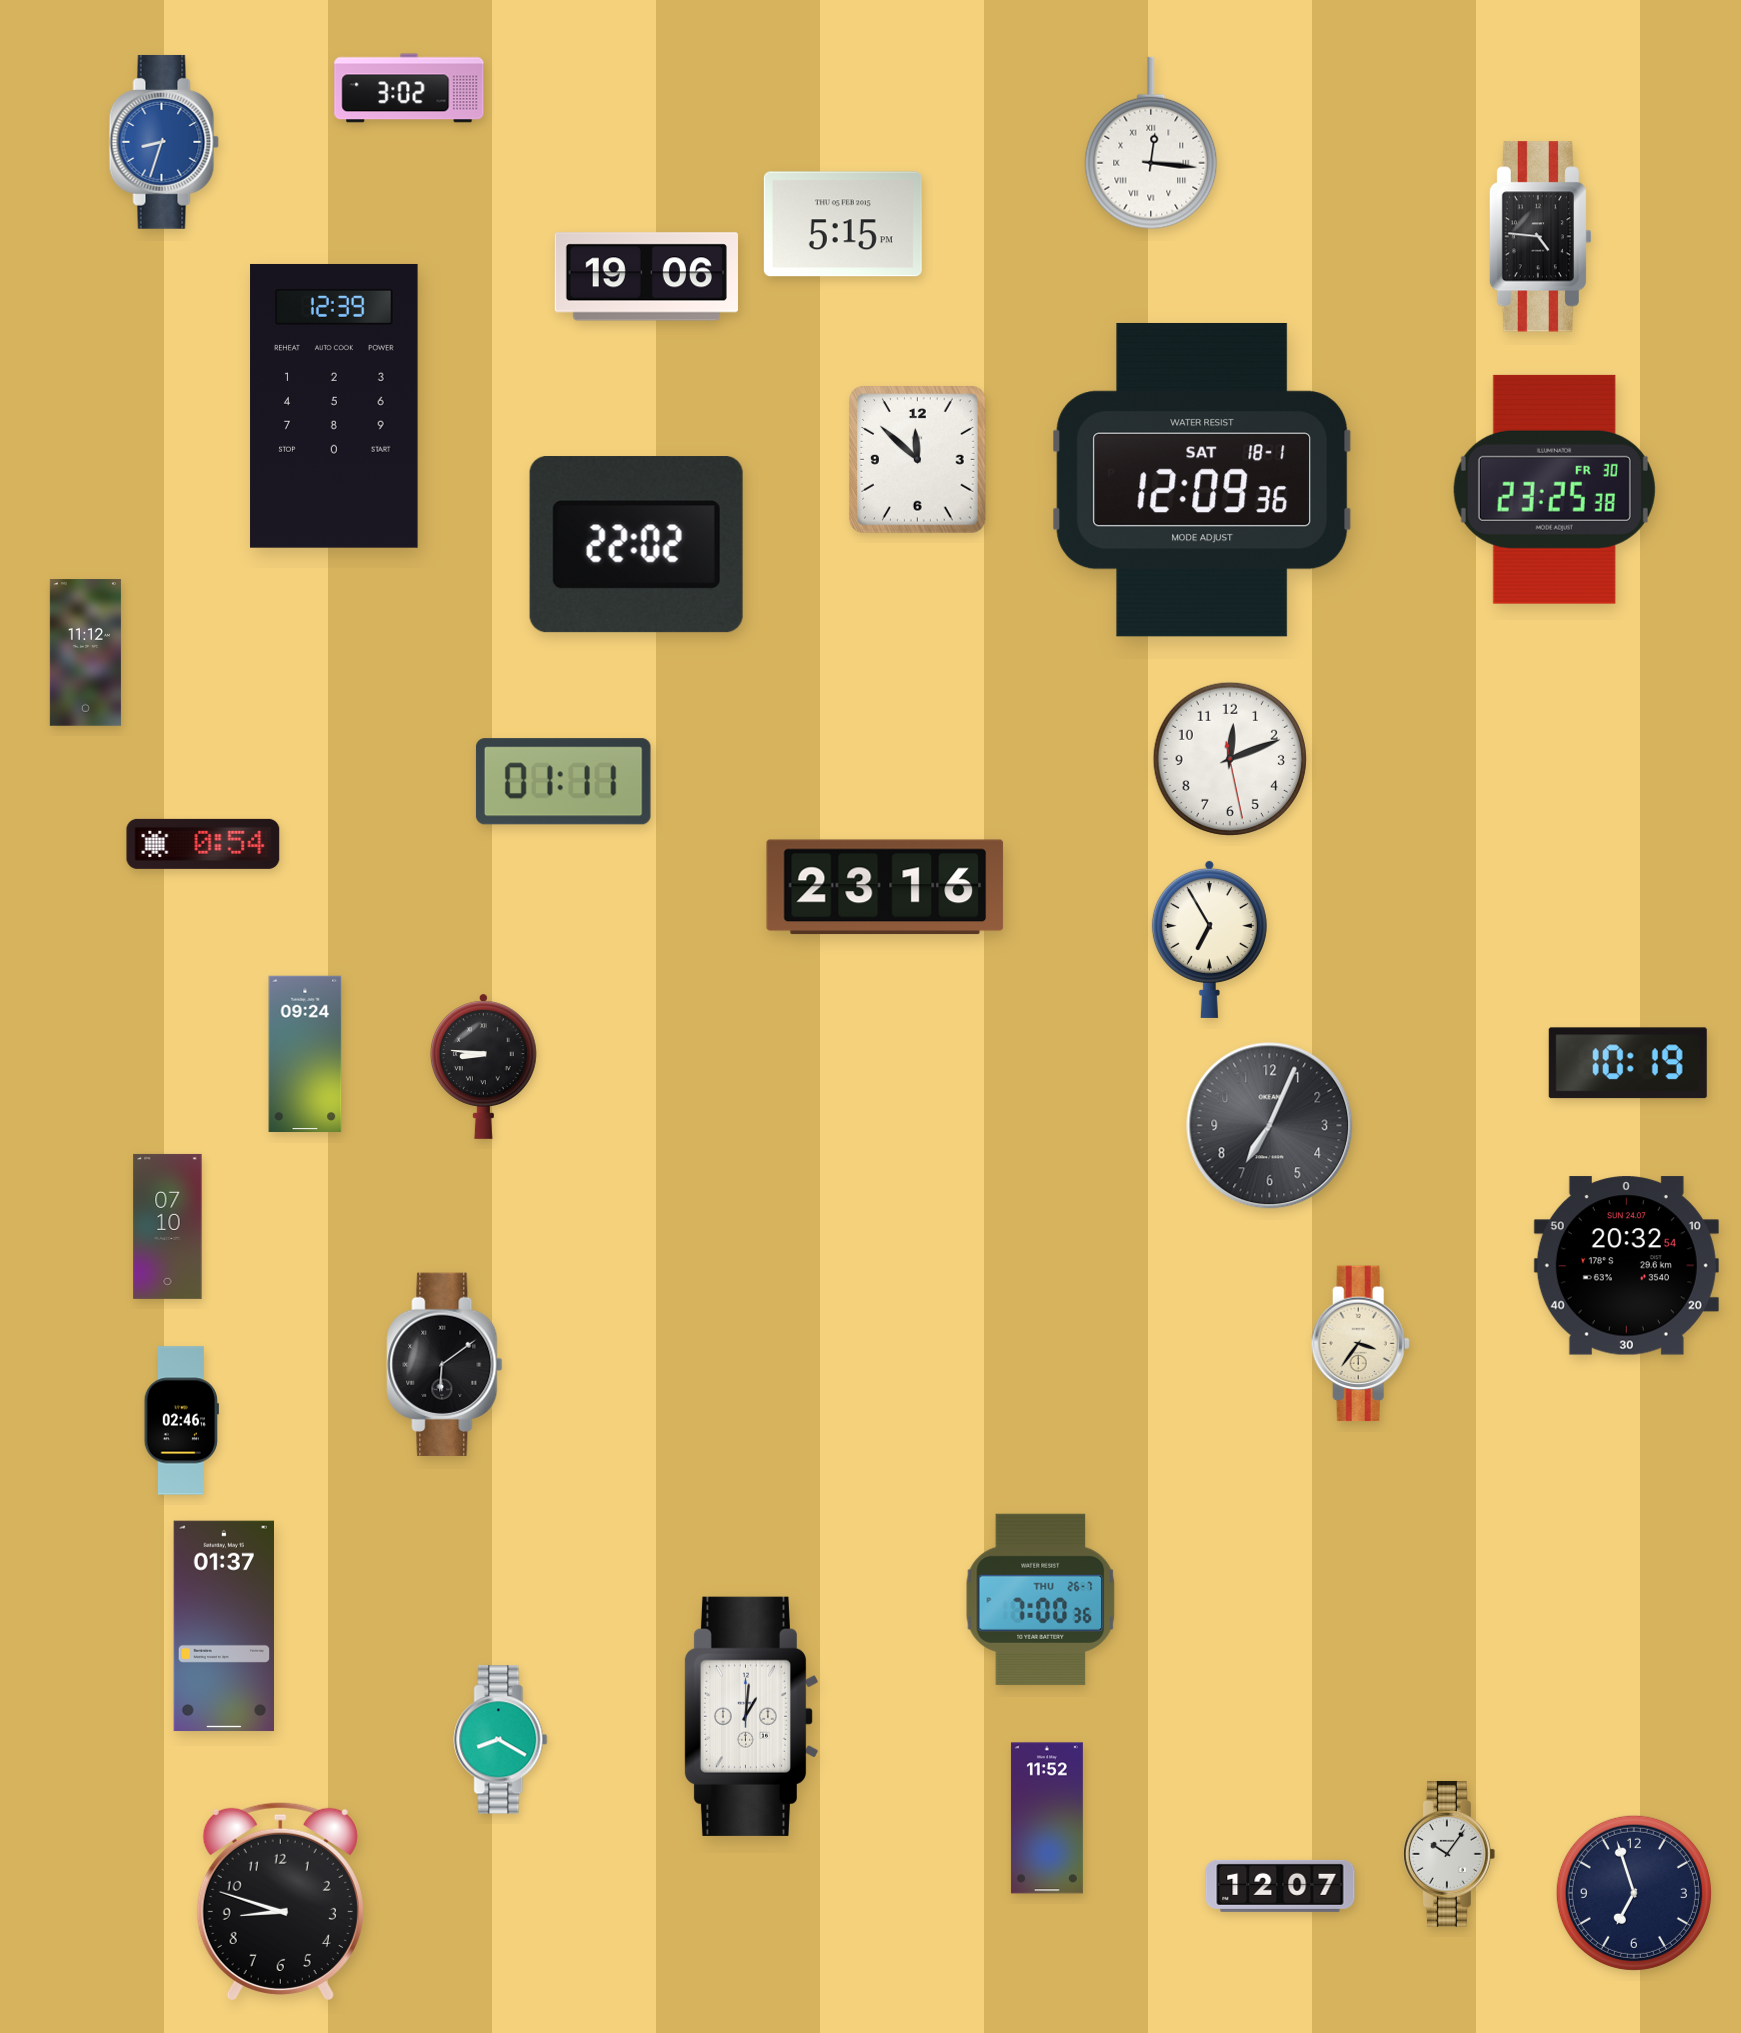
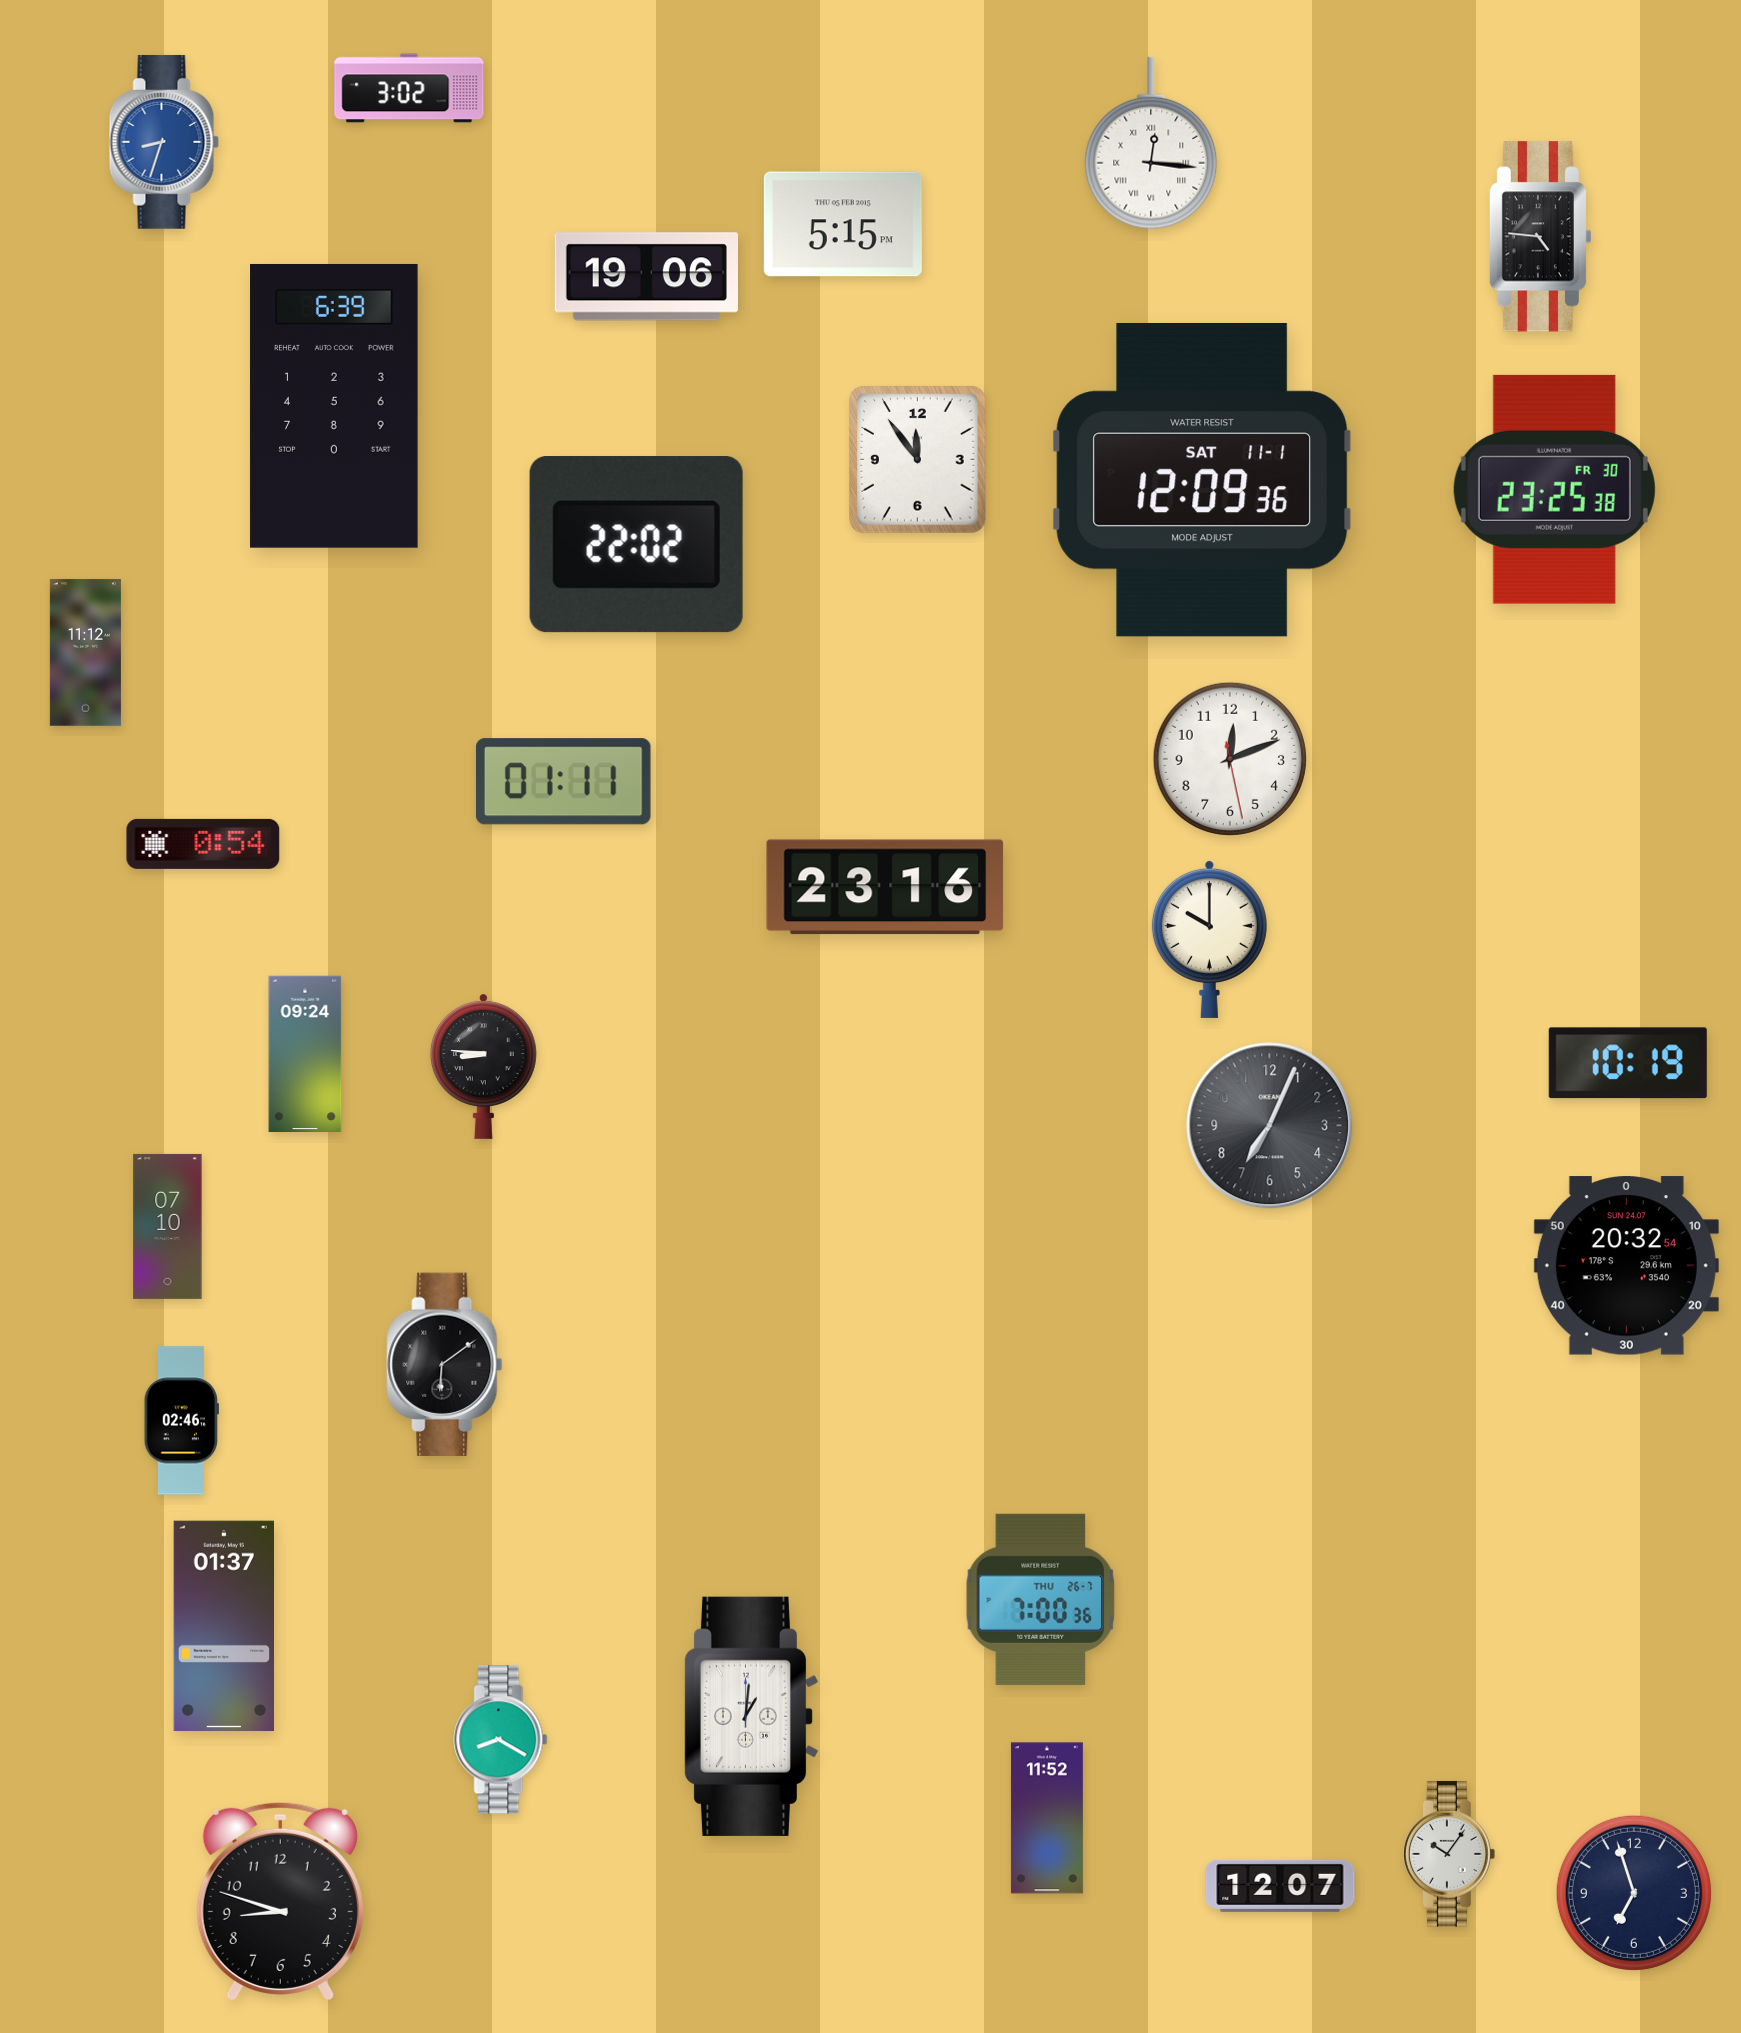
clock at (334, 406): 12:39 -> 6:39
clock at (918, 460): 11:52 -> 11:54
clock at (1202, 480) date: SAT 18-1 -> SAT 11-1
clock at (1209, 939): 6:55 -> 10:00
clock at (1360, 1344): 3:36 -> none
